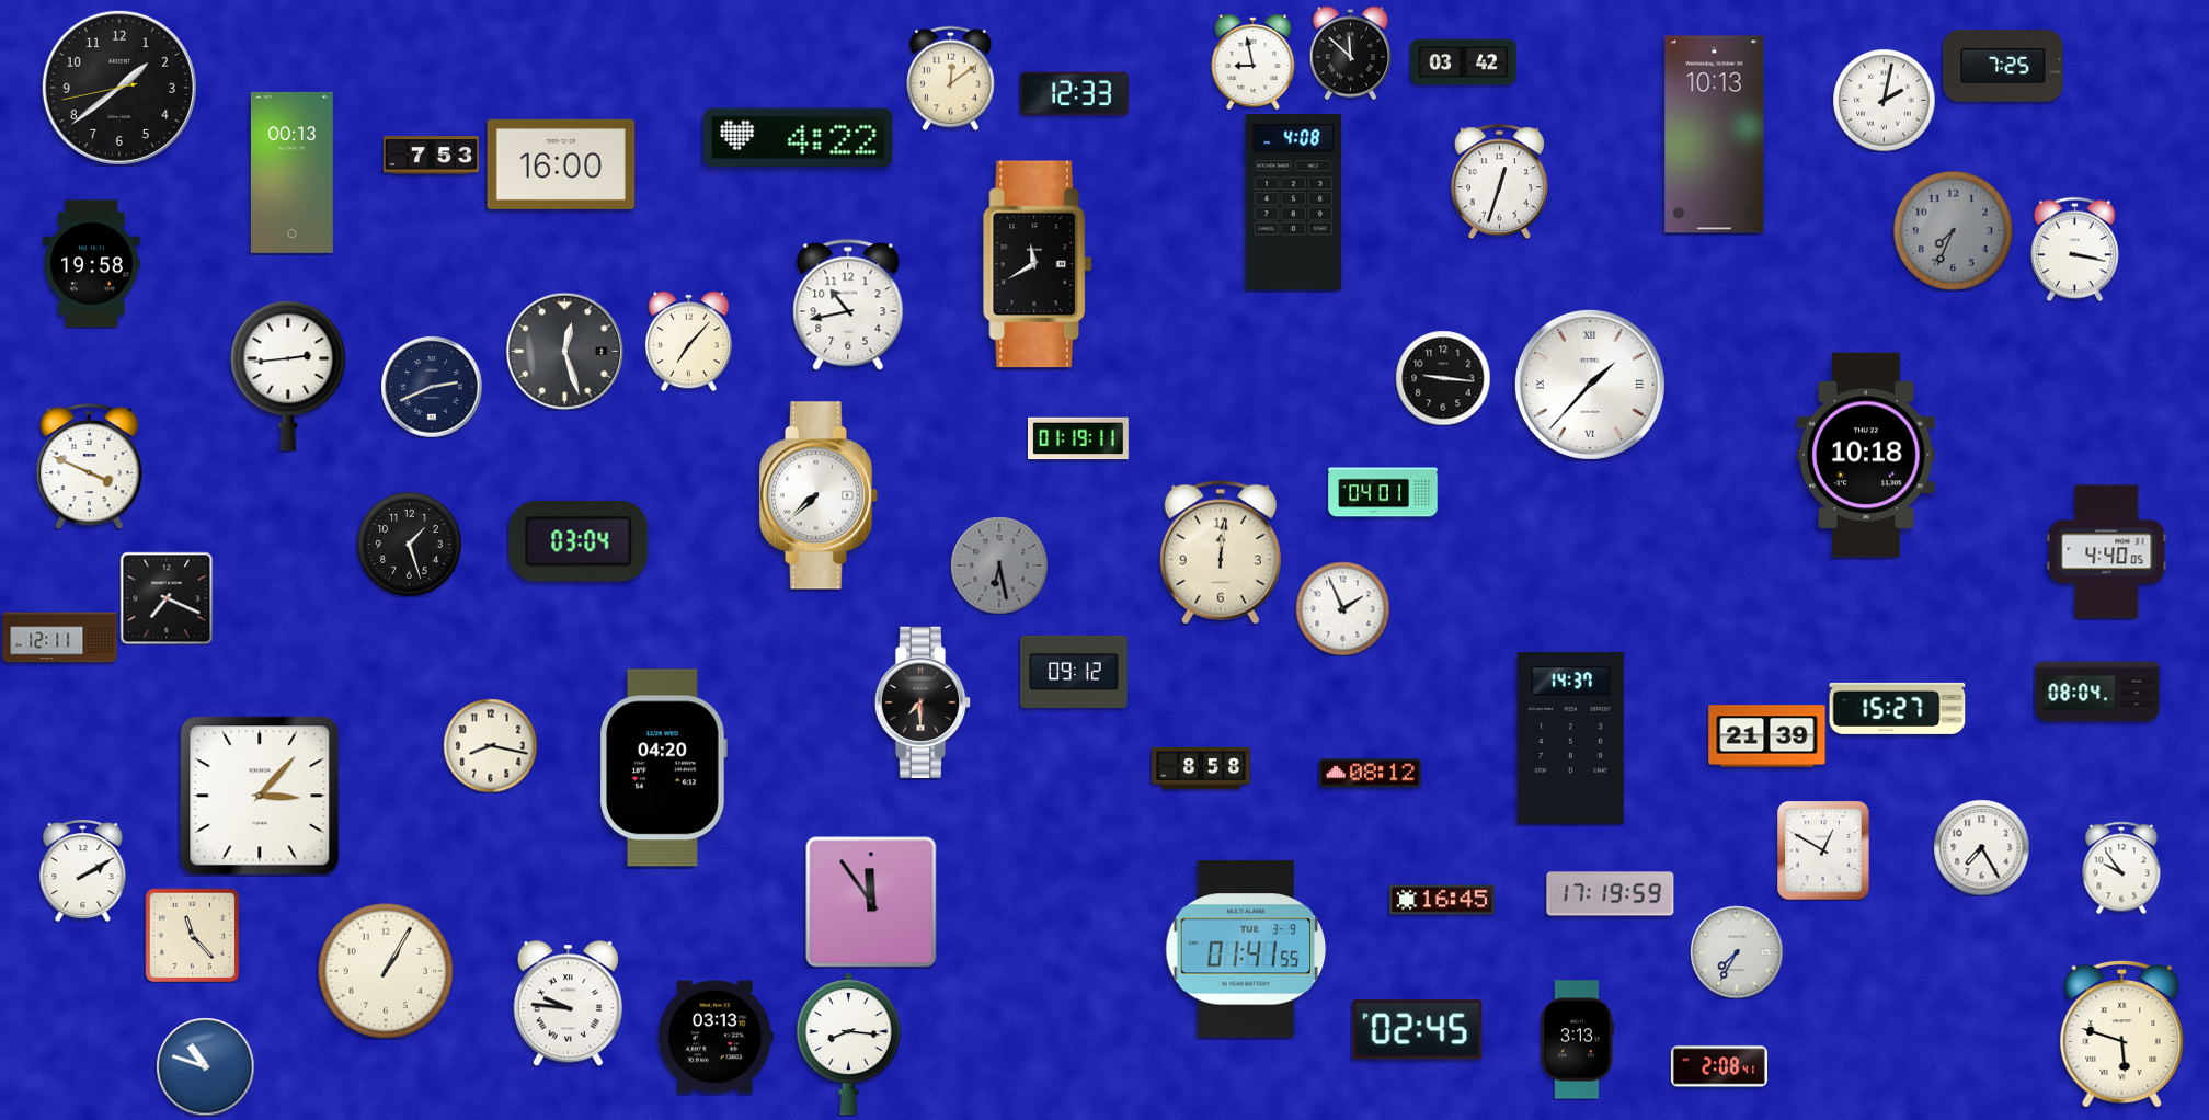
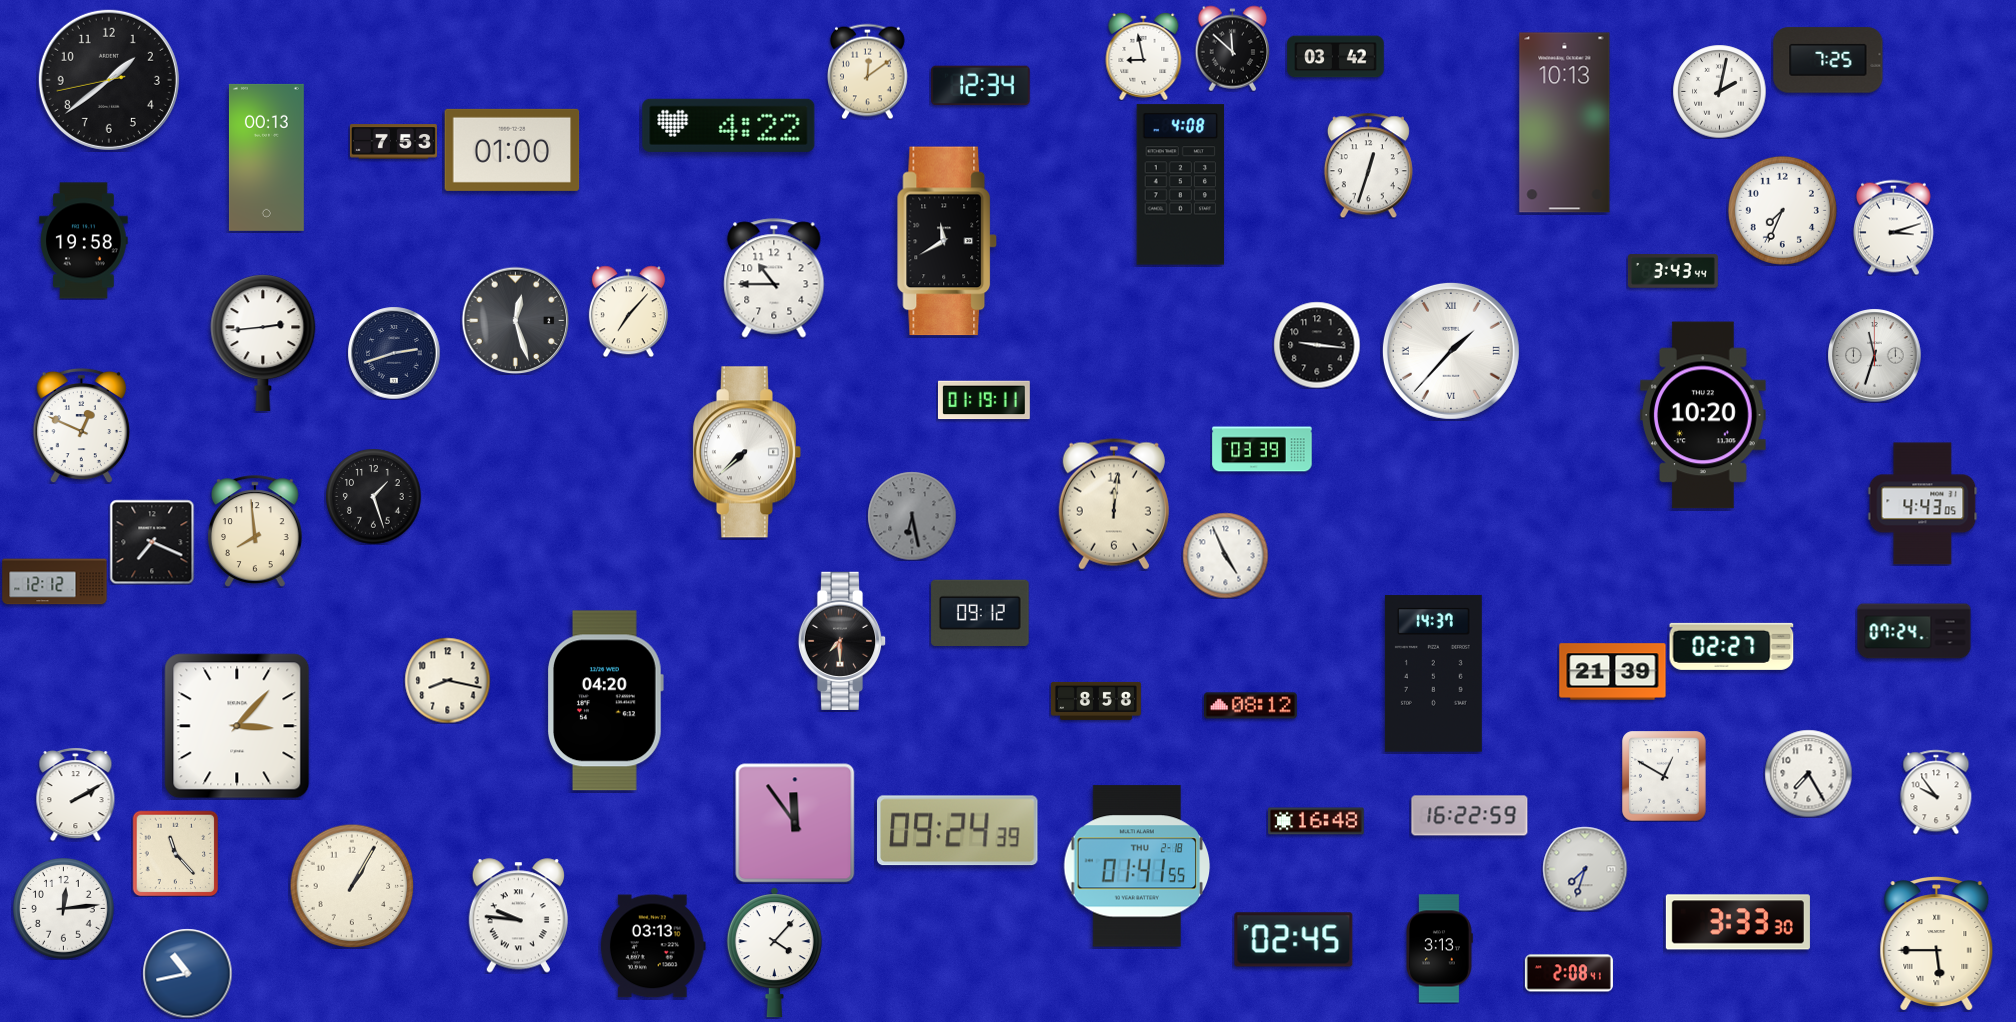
clock at (1075, 94): 12:33 -> 12:34
clock at (561, 164): 16:00 -> 01:00
clock at (1953, 230) dial: grey -> white
clock at (2075, 249): 3:17 -> 3:12
clock at (1673, 271): none -> 3:43
clock at (848, 305): 10:43 -> 10:45
clock at (432, 387): 2:41 -> 2:42
clock at (1874, 355): none -> 11:33
clock at (1866, 455): 10:18 -> 10:20
clock at (89, 466): 3:49 -> 12:49
clock at (1383, 492): 04:01 -> 03:39
clock at (579, 541): 03:04 -> none
clock at (2107, 552): 4:40 -> 4:43
clock at (256, 531): none -> 7:59
clock at (167, 598) position: (167, 598) -> (152, 542)
clock at (1342, 608): 1:56 -> 4:56
clock at (60, 638): 12:11 -> 12:12
clock at (2097, 692): 08:04 -> 07:24
clock at (1898, 708): 15:27 -> 02:27
clock at (1611, 894): 17:19 -> 16:22
clock at (1442, 900): 16:45 -> 16:48
clock at (958, 831): none -> 09:24
clock at (1246, 949) date: TUE 3-9 -> THU 2-18
clock at (1737, 952): 7:35 -> 7:33
clock at (64, 909): none -> 12:14
clock at (1738, 922): none -> 3:33
clock at (2122, 1033): 5:48 -> 5:45
clock at (848, 1044): 8:16 -> 4:07
clock at (205, 1066): 10:48 -> 10:43
